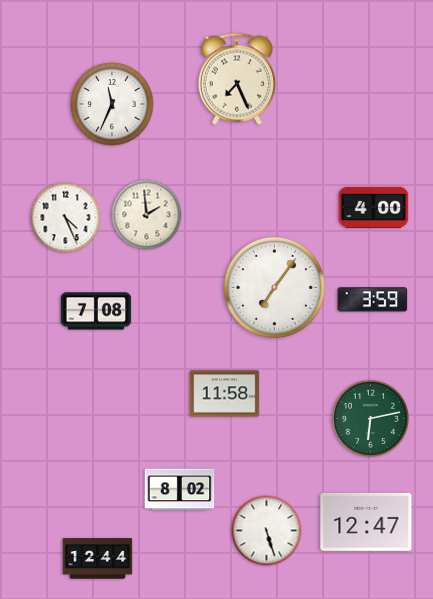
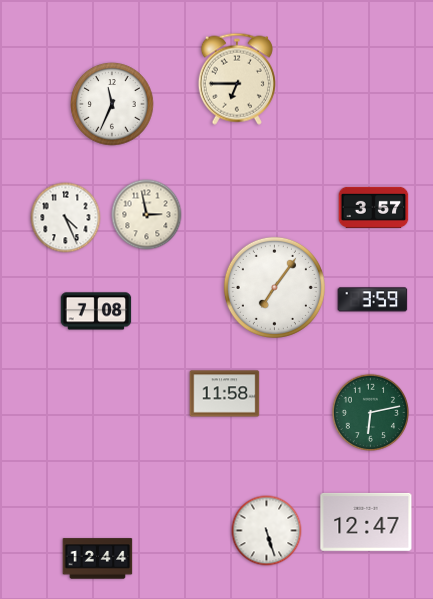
clock at (237, 79): 7:26 -> 6:45
clock at (374, 207): 4:00 -> 3:57
clock at (147, 215): 1:59 -> 2:58
clock at (370, 418) position: (370, 418) -> (370, 412)
clock at (180, 490): 8:02 -> none
